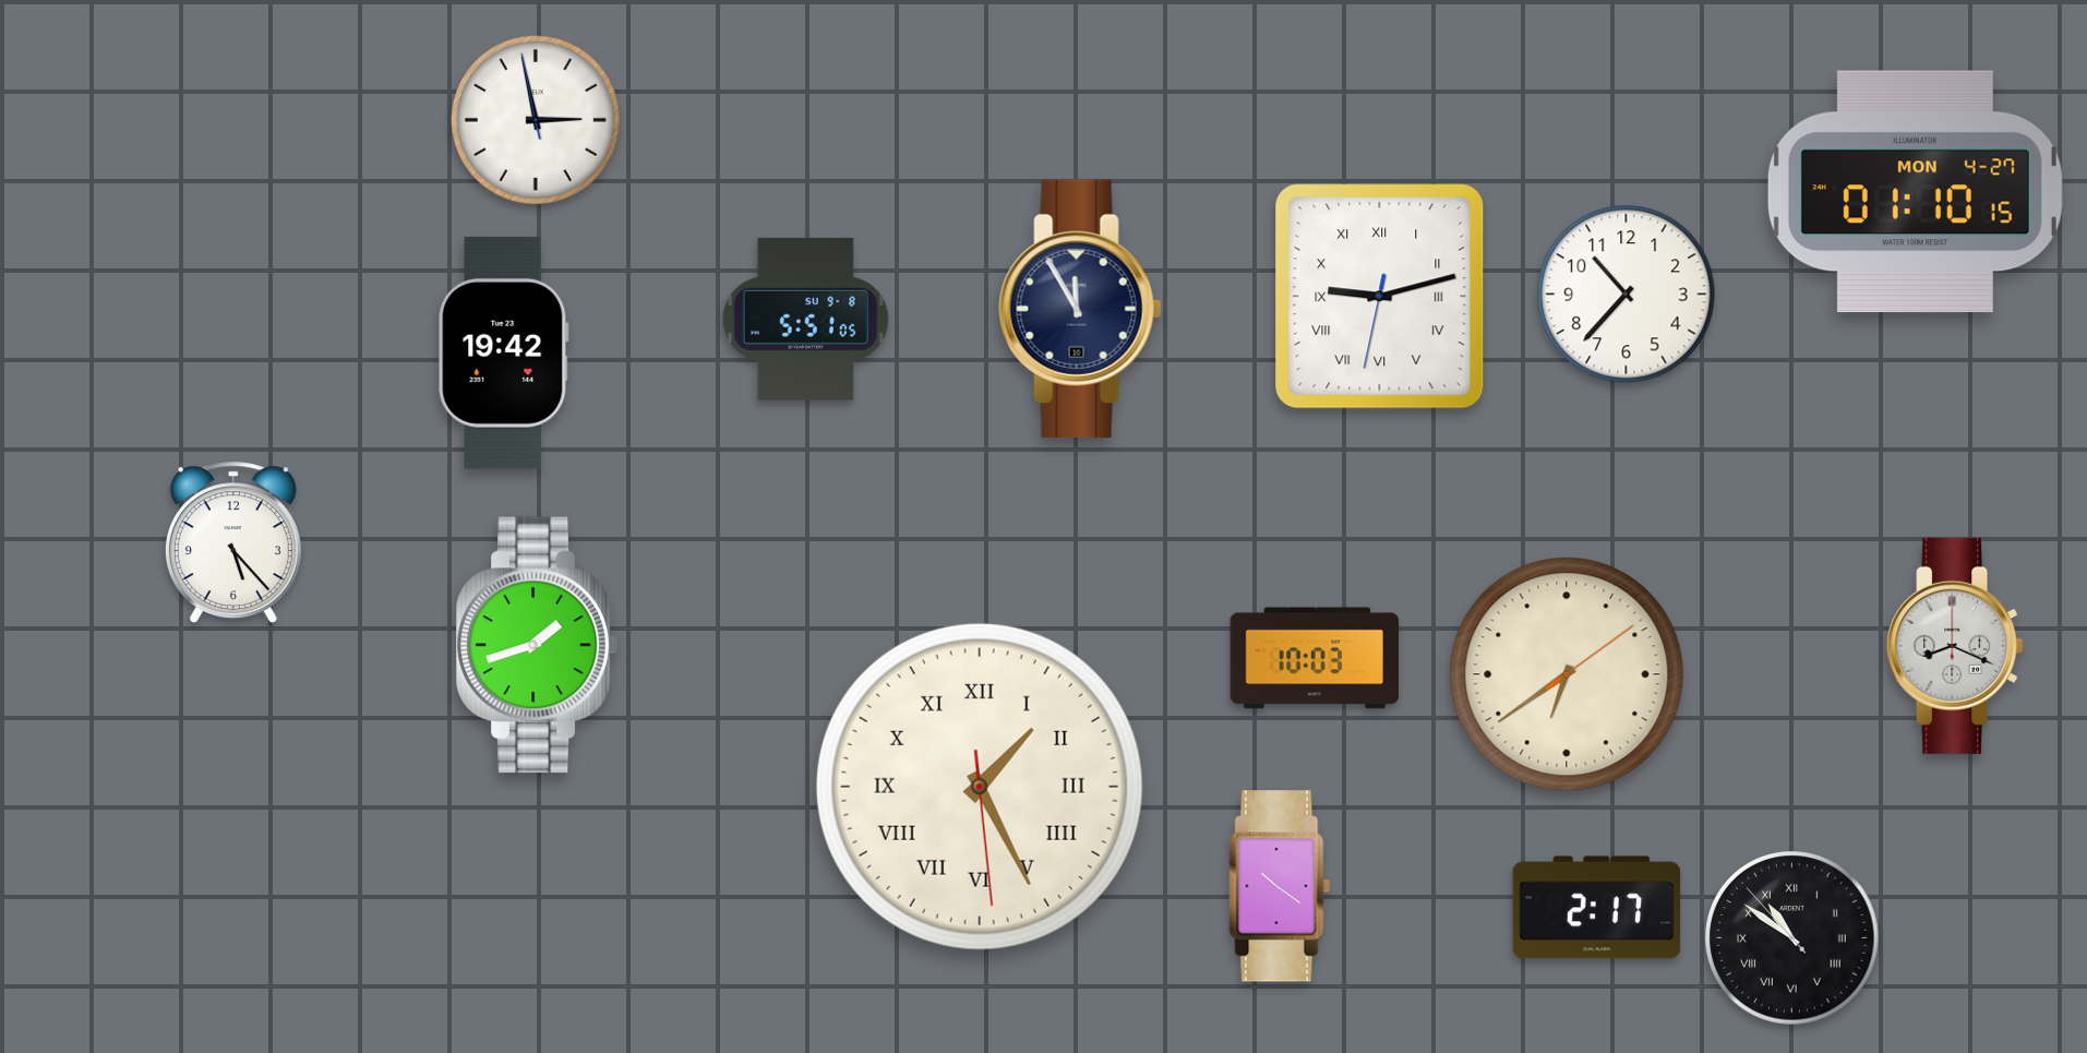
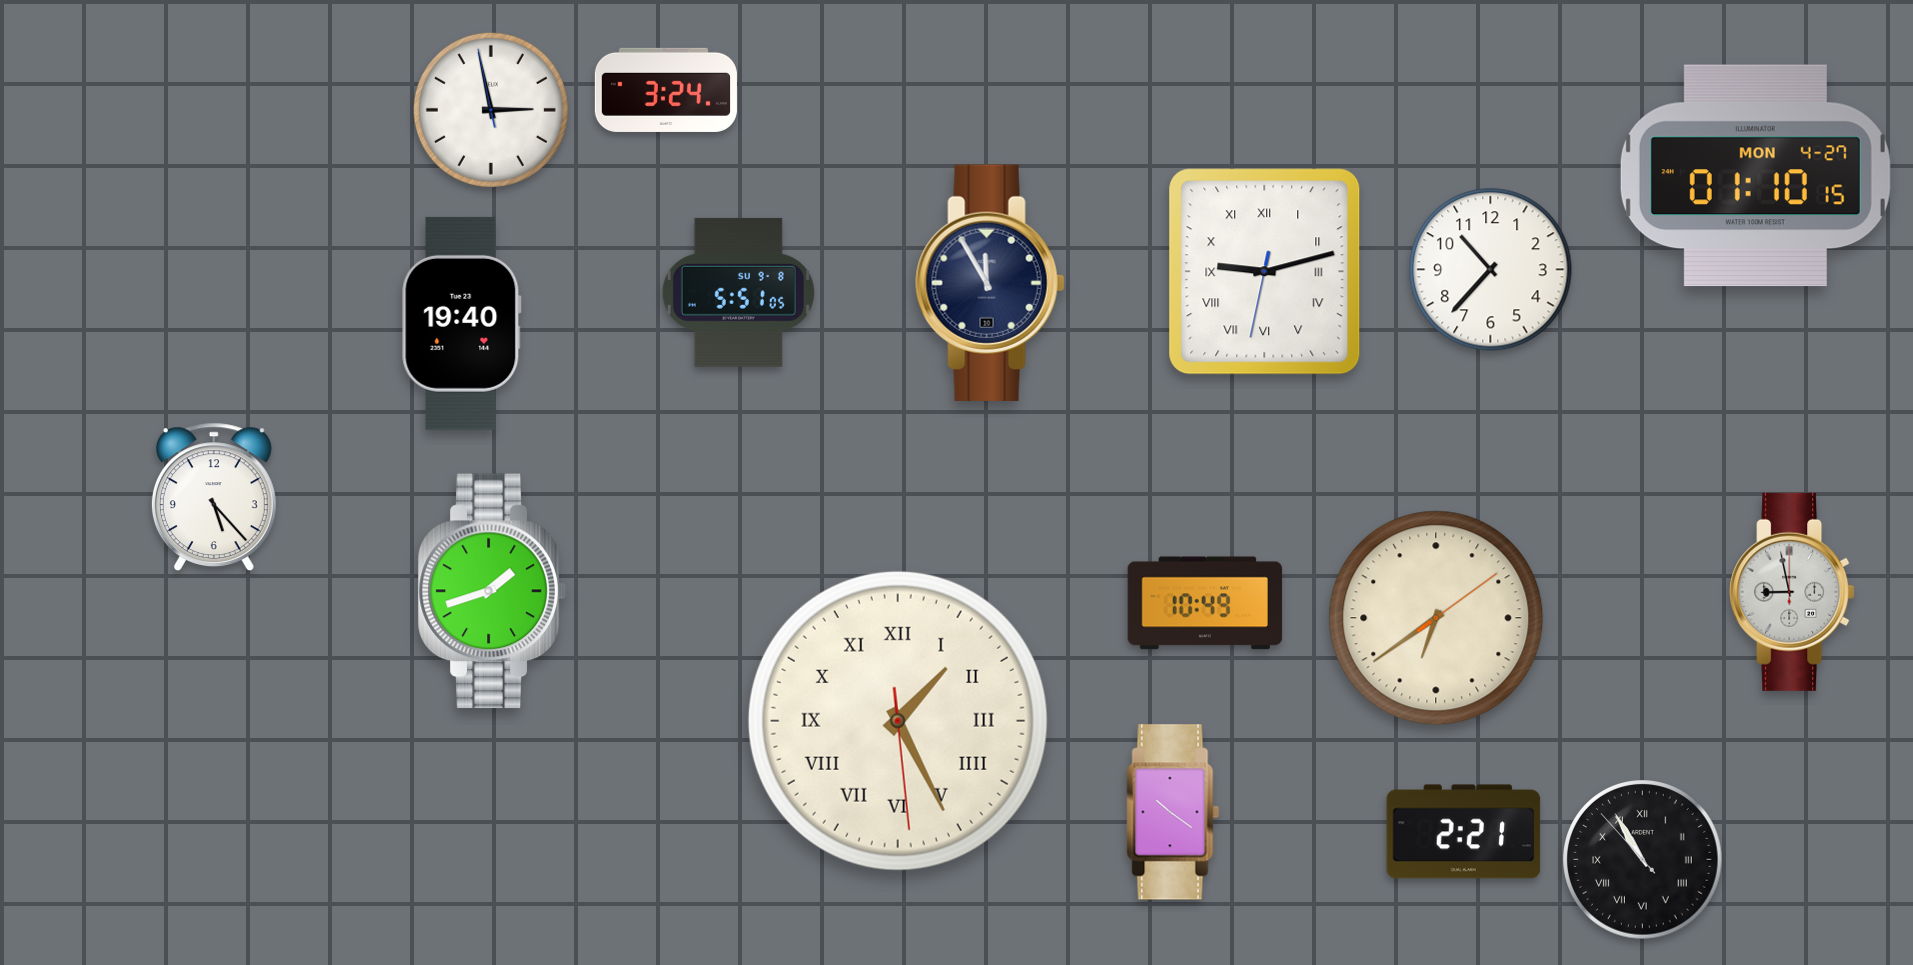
clock at (666, 90): none -> 3:24
clock at (504, 352): 19:42 -> 19:40
clock at (1955, 646): 8:19 -> 8:58
clock at (1315, 658): 10:03 -> 10:49
clock at (1597, 908): 2:17 -> 2:21
clock at (1792, 938): 10:50 -> 10:54
